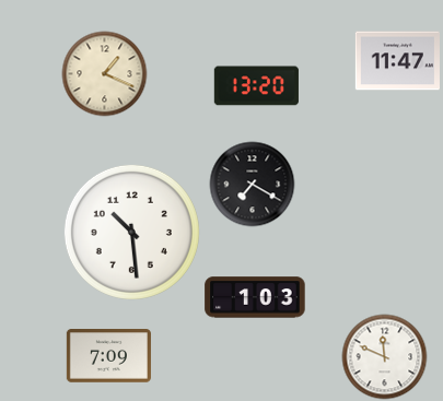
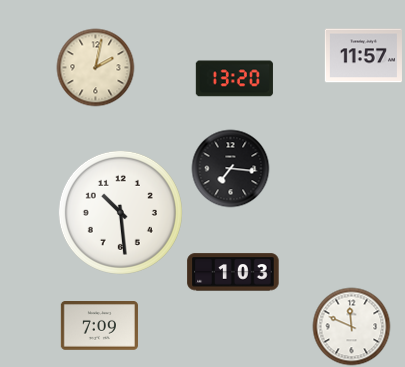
clock at (397, 61): 11:47 -> 11:57
clock at (104, 73): 1:19 -> 2:02
clock at (252, 184): 7:20 -> 7:16
